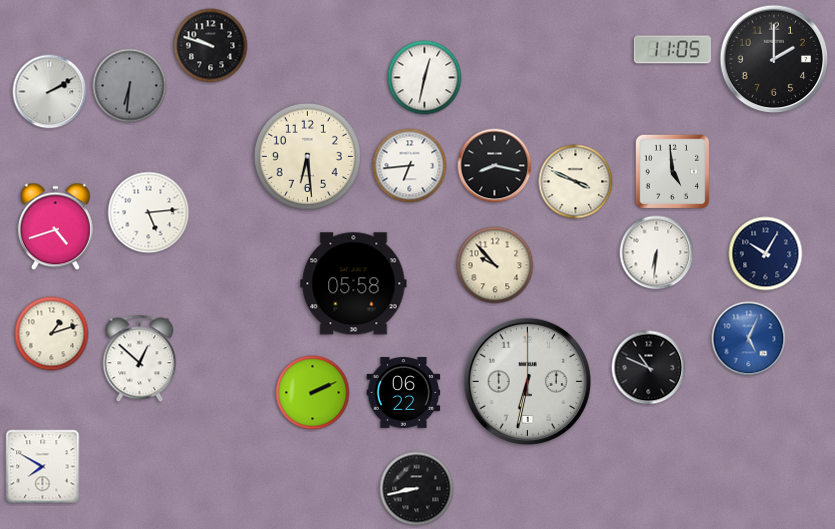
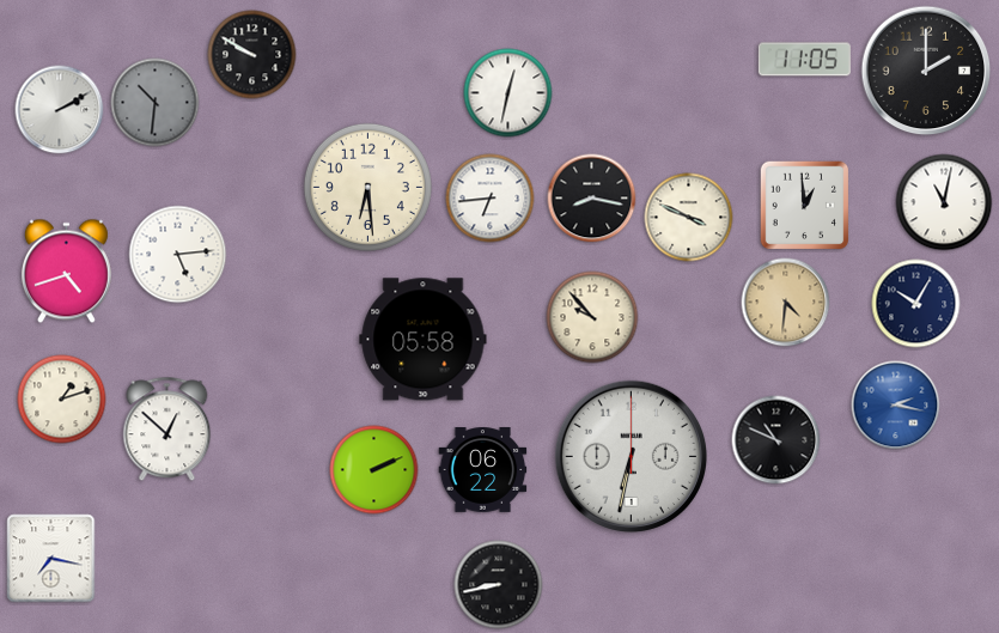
clock at (211, 46): 9:48 -> 9:50
clock at (130, 86): 6:31 -> 10:31
clock at (944, 202): none -> 11:02
clock at (673, 172): 4:59 -> 12:59
clock at (657, 253): 6:31 -> 4:31
clock at (657, 253) dial: white -> champagne
clock at (749, 339): 5:04 -> 2:17
clock at (43, 467): 7:50 -> 7:17
